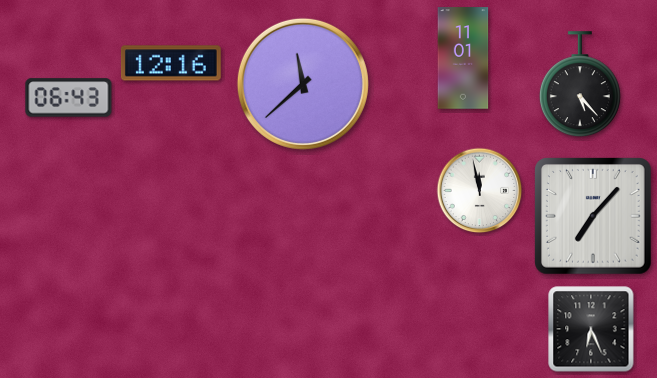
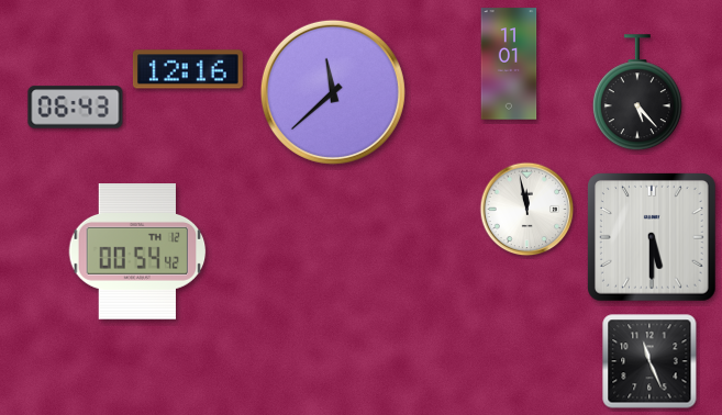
clock at (594, 217): 7:07 -> 5:30
clock at (137, 253): none -> 00:54
clock at (591, 329): 6:26 -> 11:26
